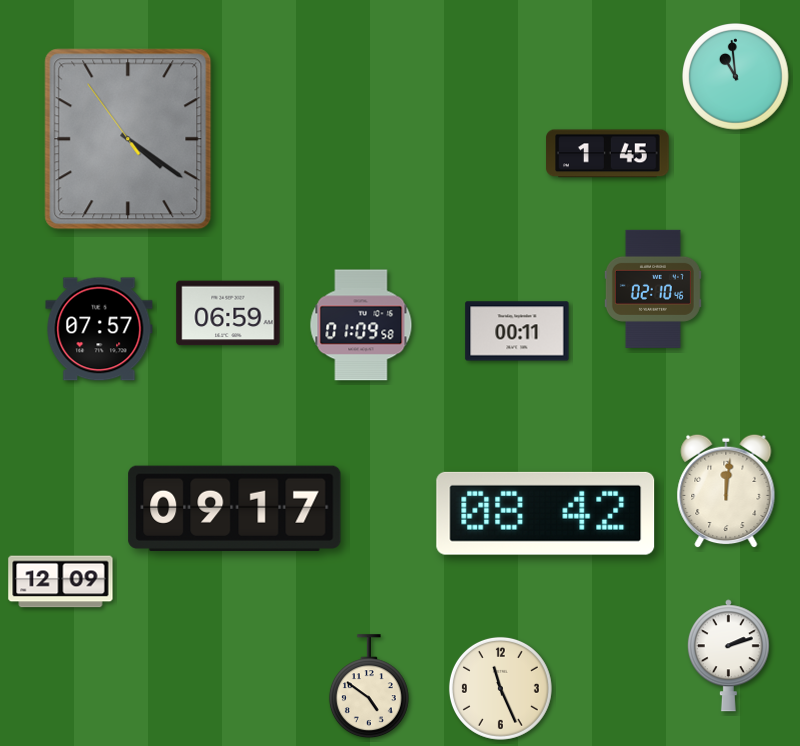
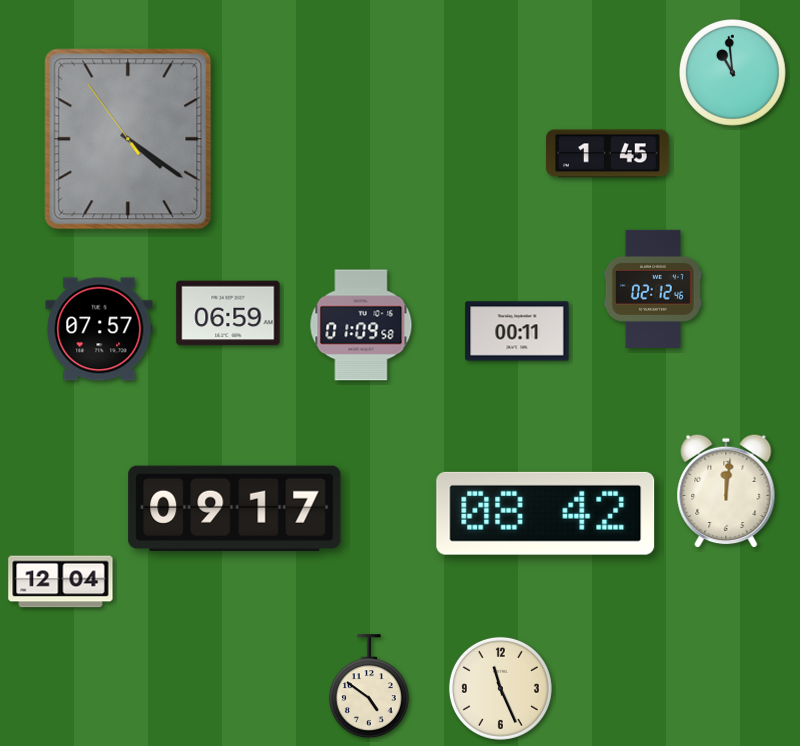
clock at (736, 77) position: (736, 77) -> (733, 73)
clock at (653, 289): 02:10 -> 02:12
clock at (61, 582): 12:09 -> 12:04
clock at (728, 656): 2:12 -> none
